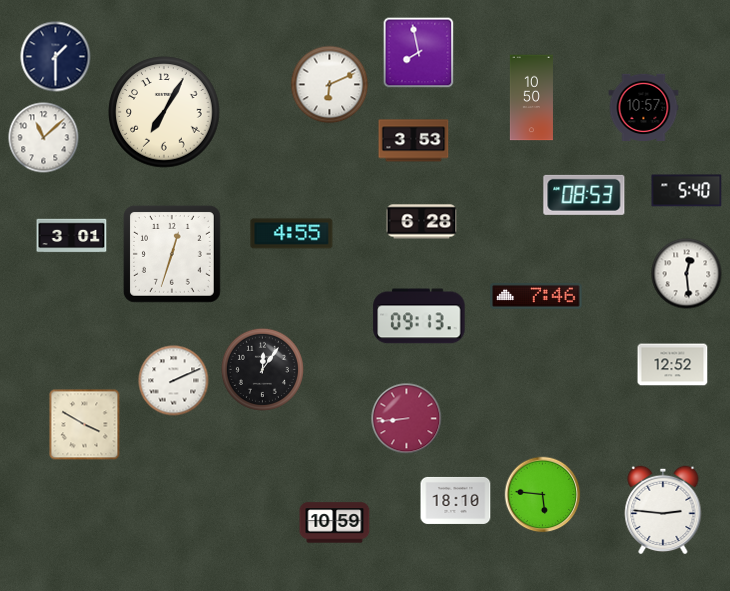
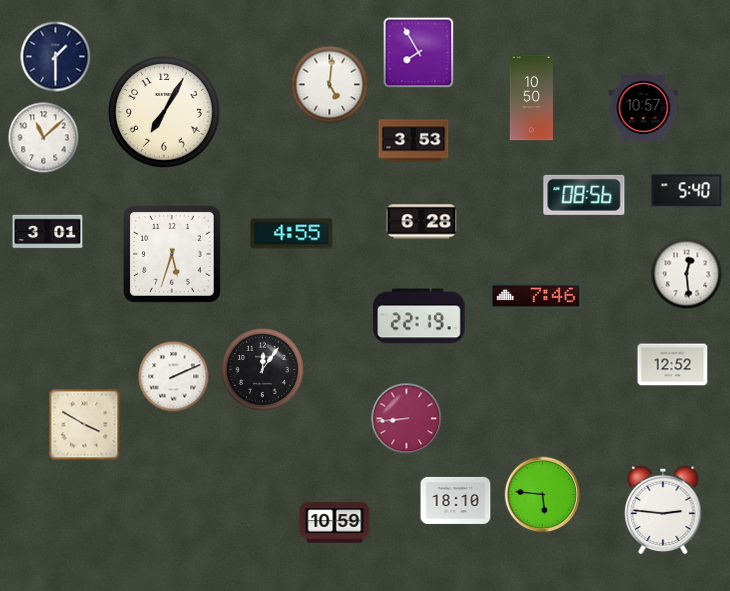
clock at (419, 53): 7:58 -> 7:55
clock at (330, 85): 6:11 -> 5:01
clock at (584, 195): 08:53 -> 08:56
clock at (72, 236) position: (72, 236) -> (48, 232)
clock at (172, 254): 12:33 -> 5:33
clock at (419, 316): 09:13 -> 22:19
clock at (174, 381) position: (174, 381) -> (174, 377)
